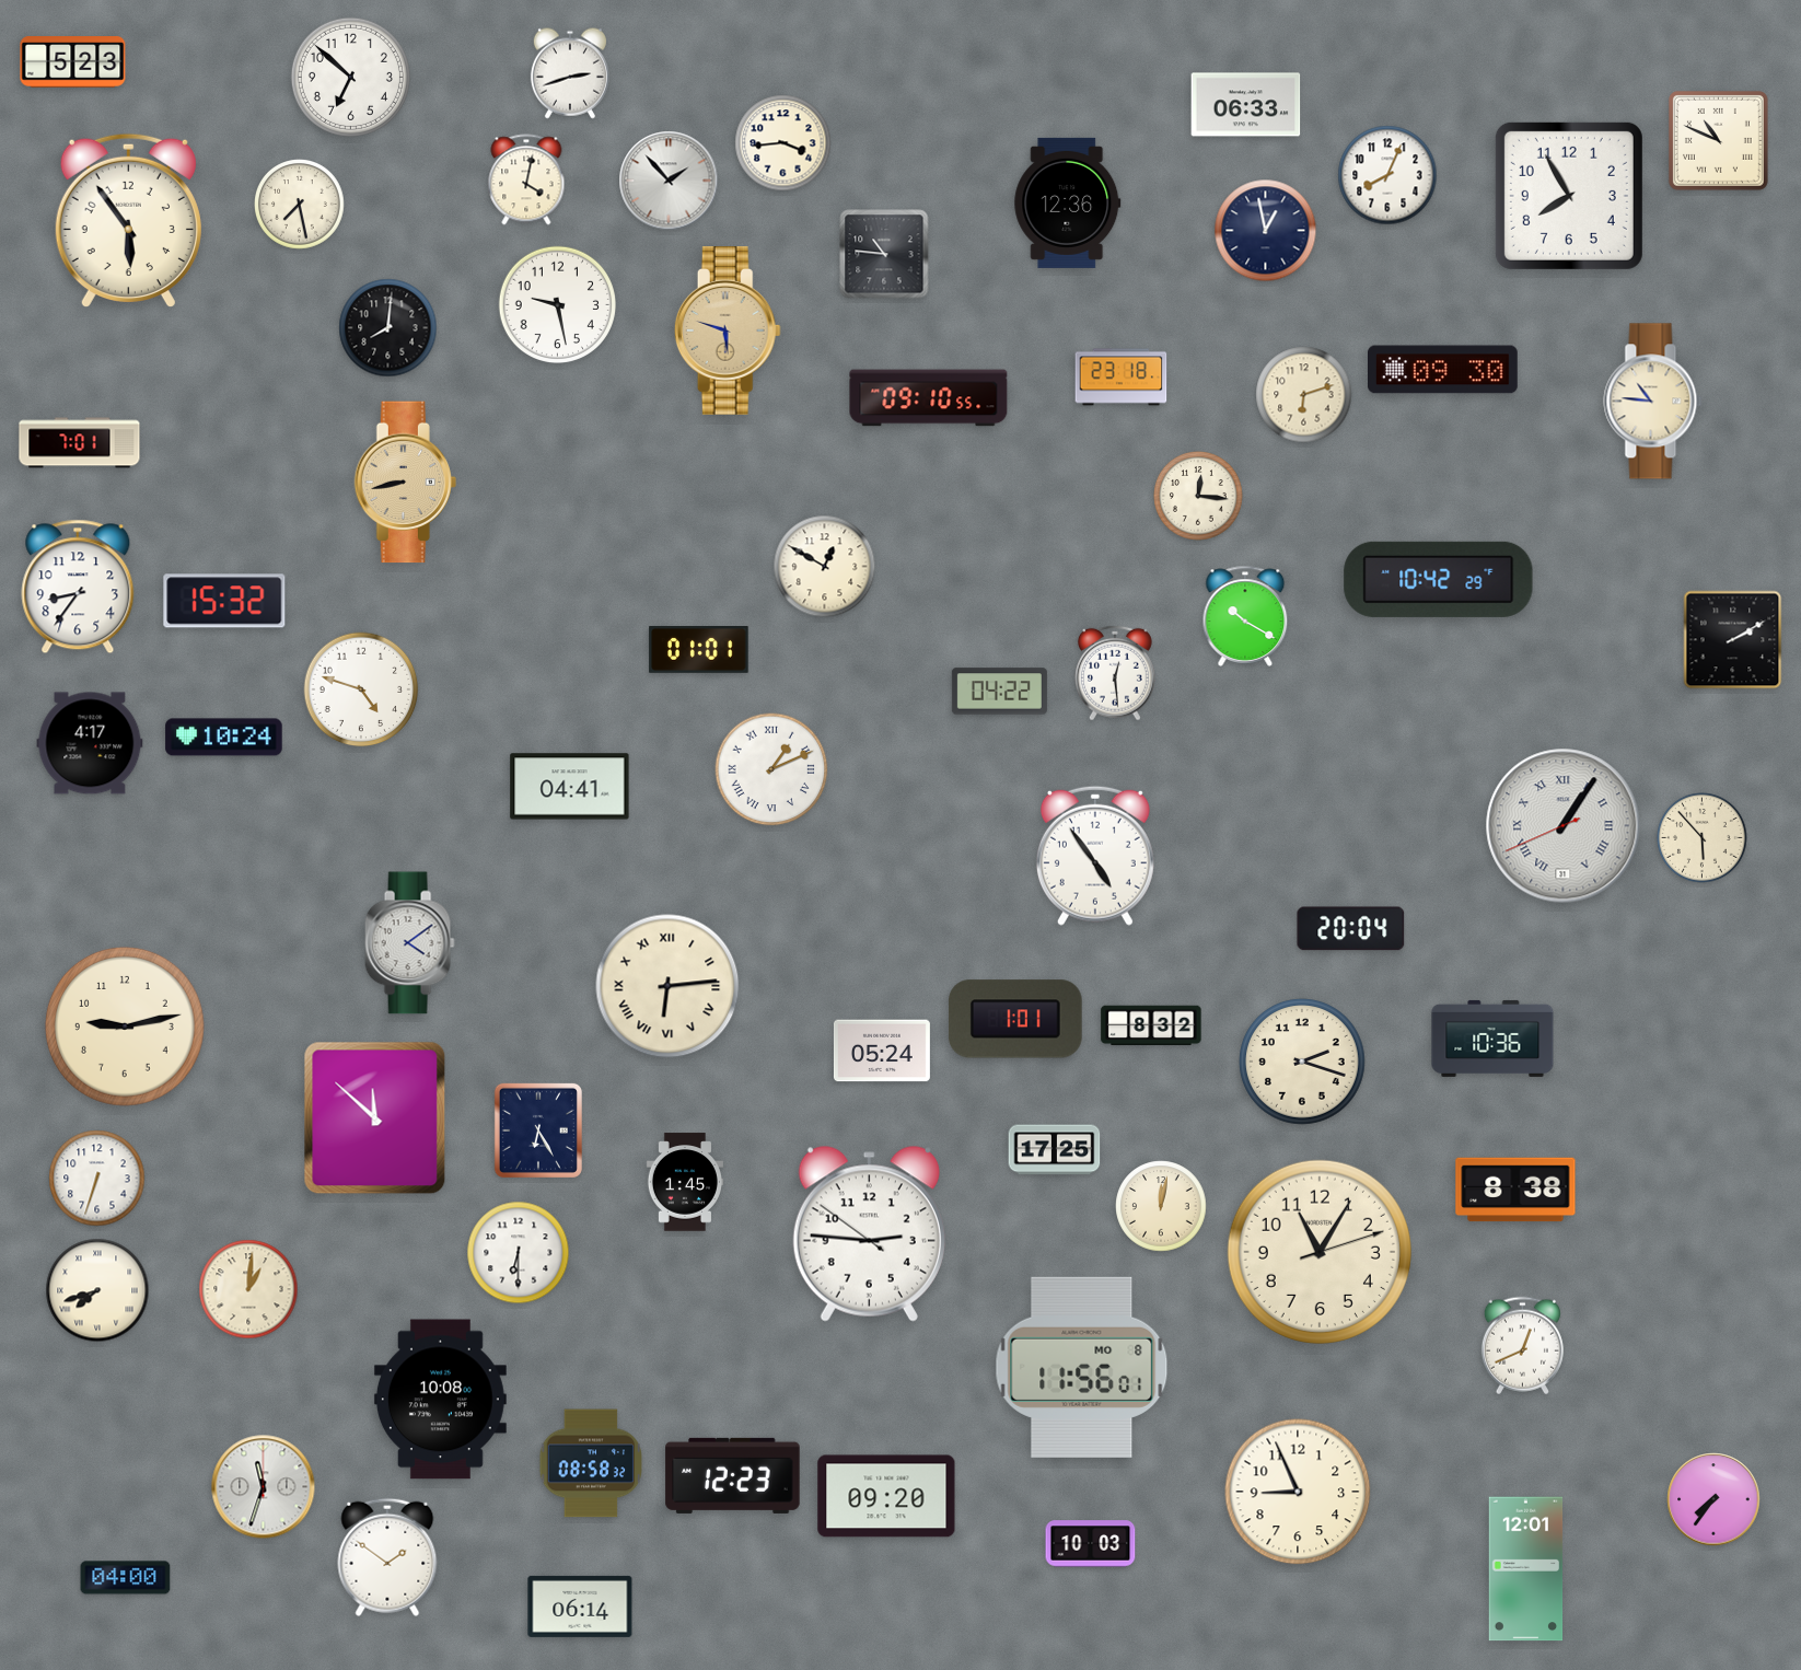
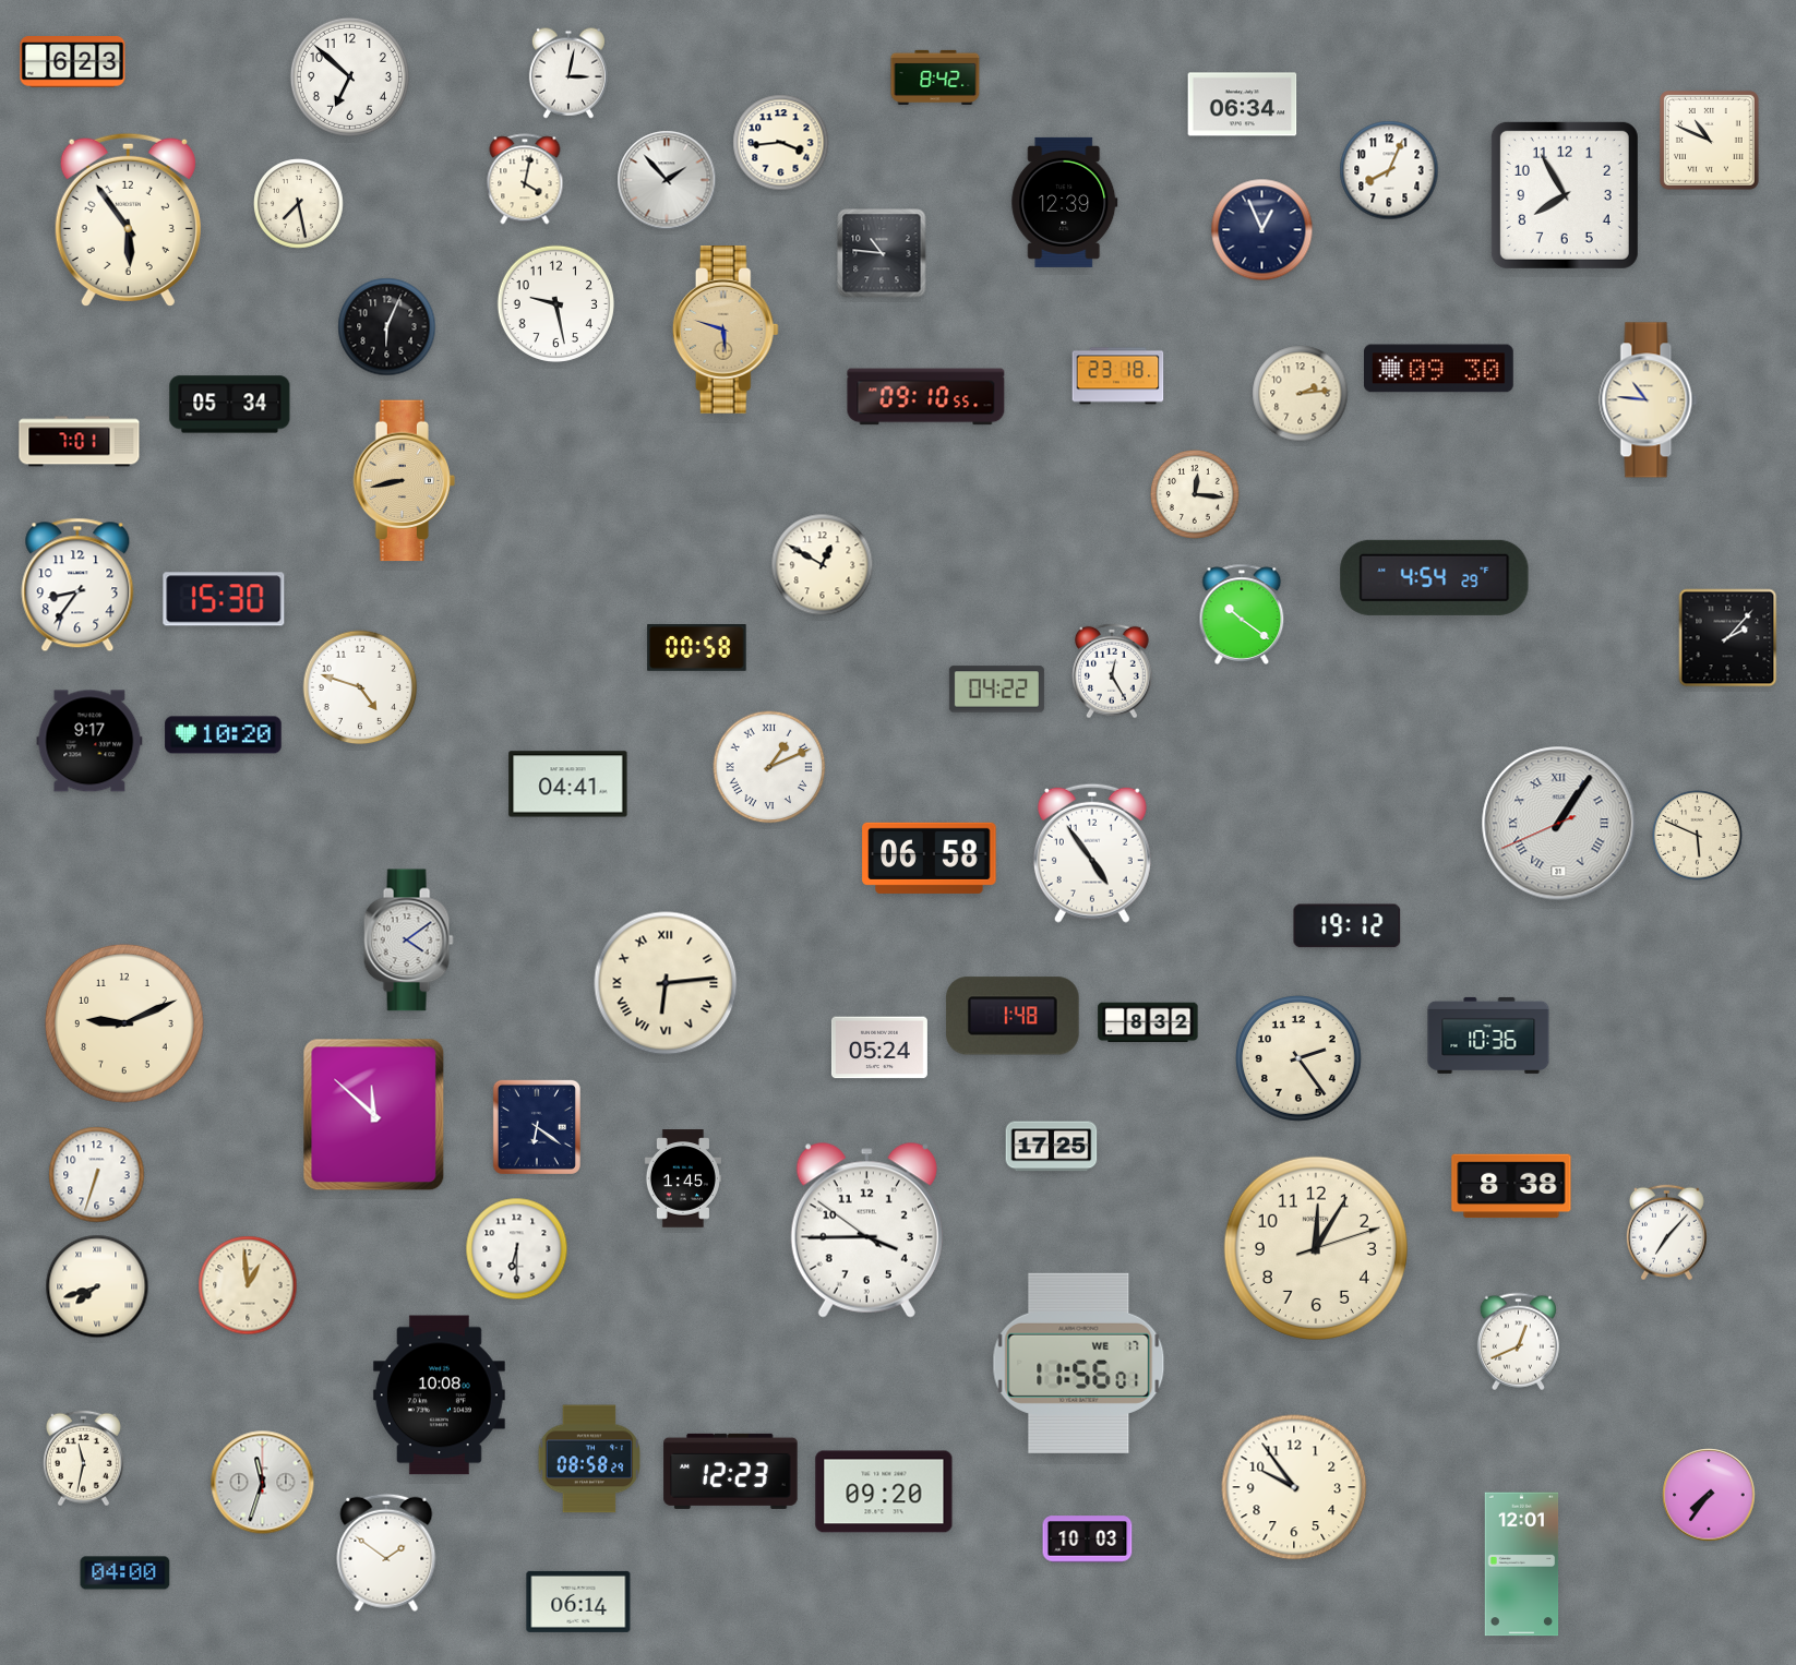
clock at (73, 62): 5:23 -> 6:23
clock at (570, 73): 2:42 -> 3:02
clock at (935, 77): none -> 8:42
clock at (1246, 105): 06:33 -> 06:34
clock at (1718, 140) position: (1718, 140) -> (1709, 140)
clock at (1387, 175) position: (1387, 175) -> (1389, 170)
clock at (1068, 202): 12:36 -> 12:39
clock at (1266, 231): 12:58 -> 12:56
clock at (388, 328): 8:01 -> 6:04
clock at (1304, 395): 6:12 -> 2:14
clock at (230, 405): none -> 05:34
clock at (1439, 579): 10:42 -> 4:54
clock at (224, 601): 15:32 -> 15:30
clock at (1245, 616): 10:20 -> 10:21
clock at (1733, 640): 2:10 -> 2:07
clock at (699, 650): 01:01 -> 00:58
clock at (1116, 673): 12:29 -> 12:25
clock at (224, 738): 10:24 -> 10:20
clock at (90, 743): 4:17 -> 9:17
clock at (1703, 838): 5:53 -> 5:49
clock at (930, 858): none -> 06:58
clock at (1351, 929): 20:04 -> 19:12
clock at (1015, 1019): 1:01 -> 1:48
clock at (125, 1027): 9:13 -> 9:11
clock at (1302, 1062): 2:18 -> 2:24
clock at (538, 1130): 6:25 -> 6:21
clock at (1161, 1206): 12:02 -> none
clock at (869, 1234): 2:45 -> 3:44
clock at (1666, 1233): none -> 7:07
clock at (1320, 1252): 11:05 -> 12:05
clock at (248, 1289): 1:01 -> 12:59
clock at (1082, 1367) date: MO 8 -> WE 17
clock at (83, 1459): none -> 11:32
clock at (590, 1463): 08:58:32 -> 08:58:29
clock at (1298, 1492): 8:56 -> 9:54
